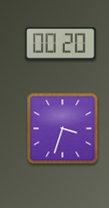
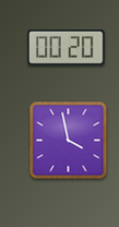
clock at (63, 129): 3:33 -> 3:58
